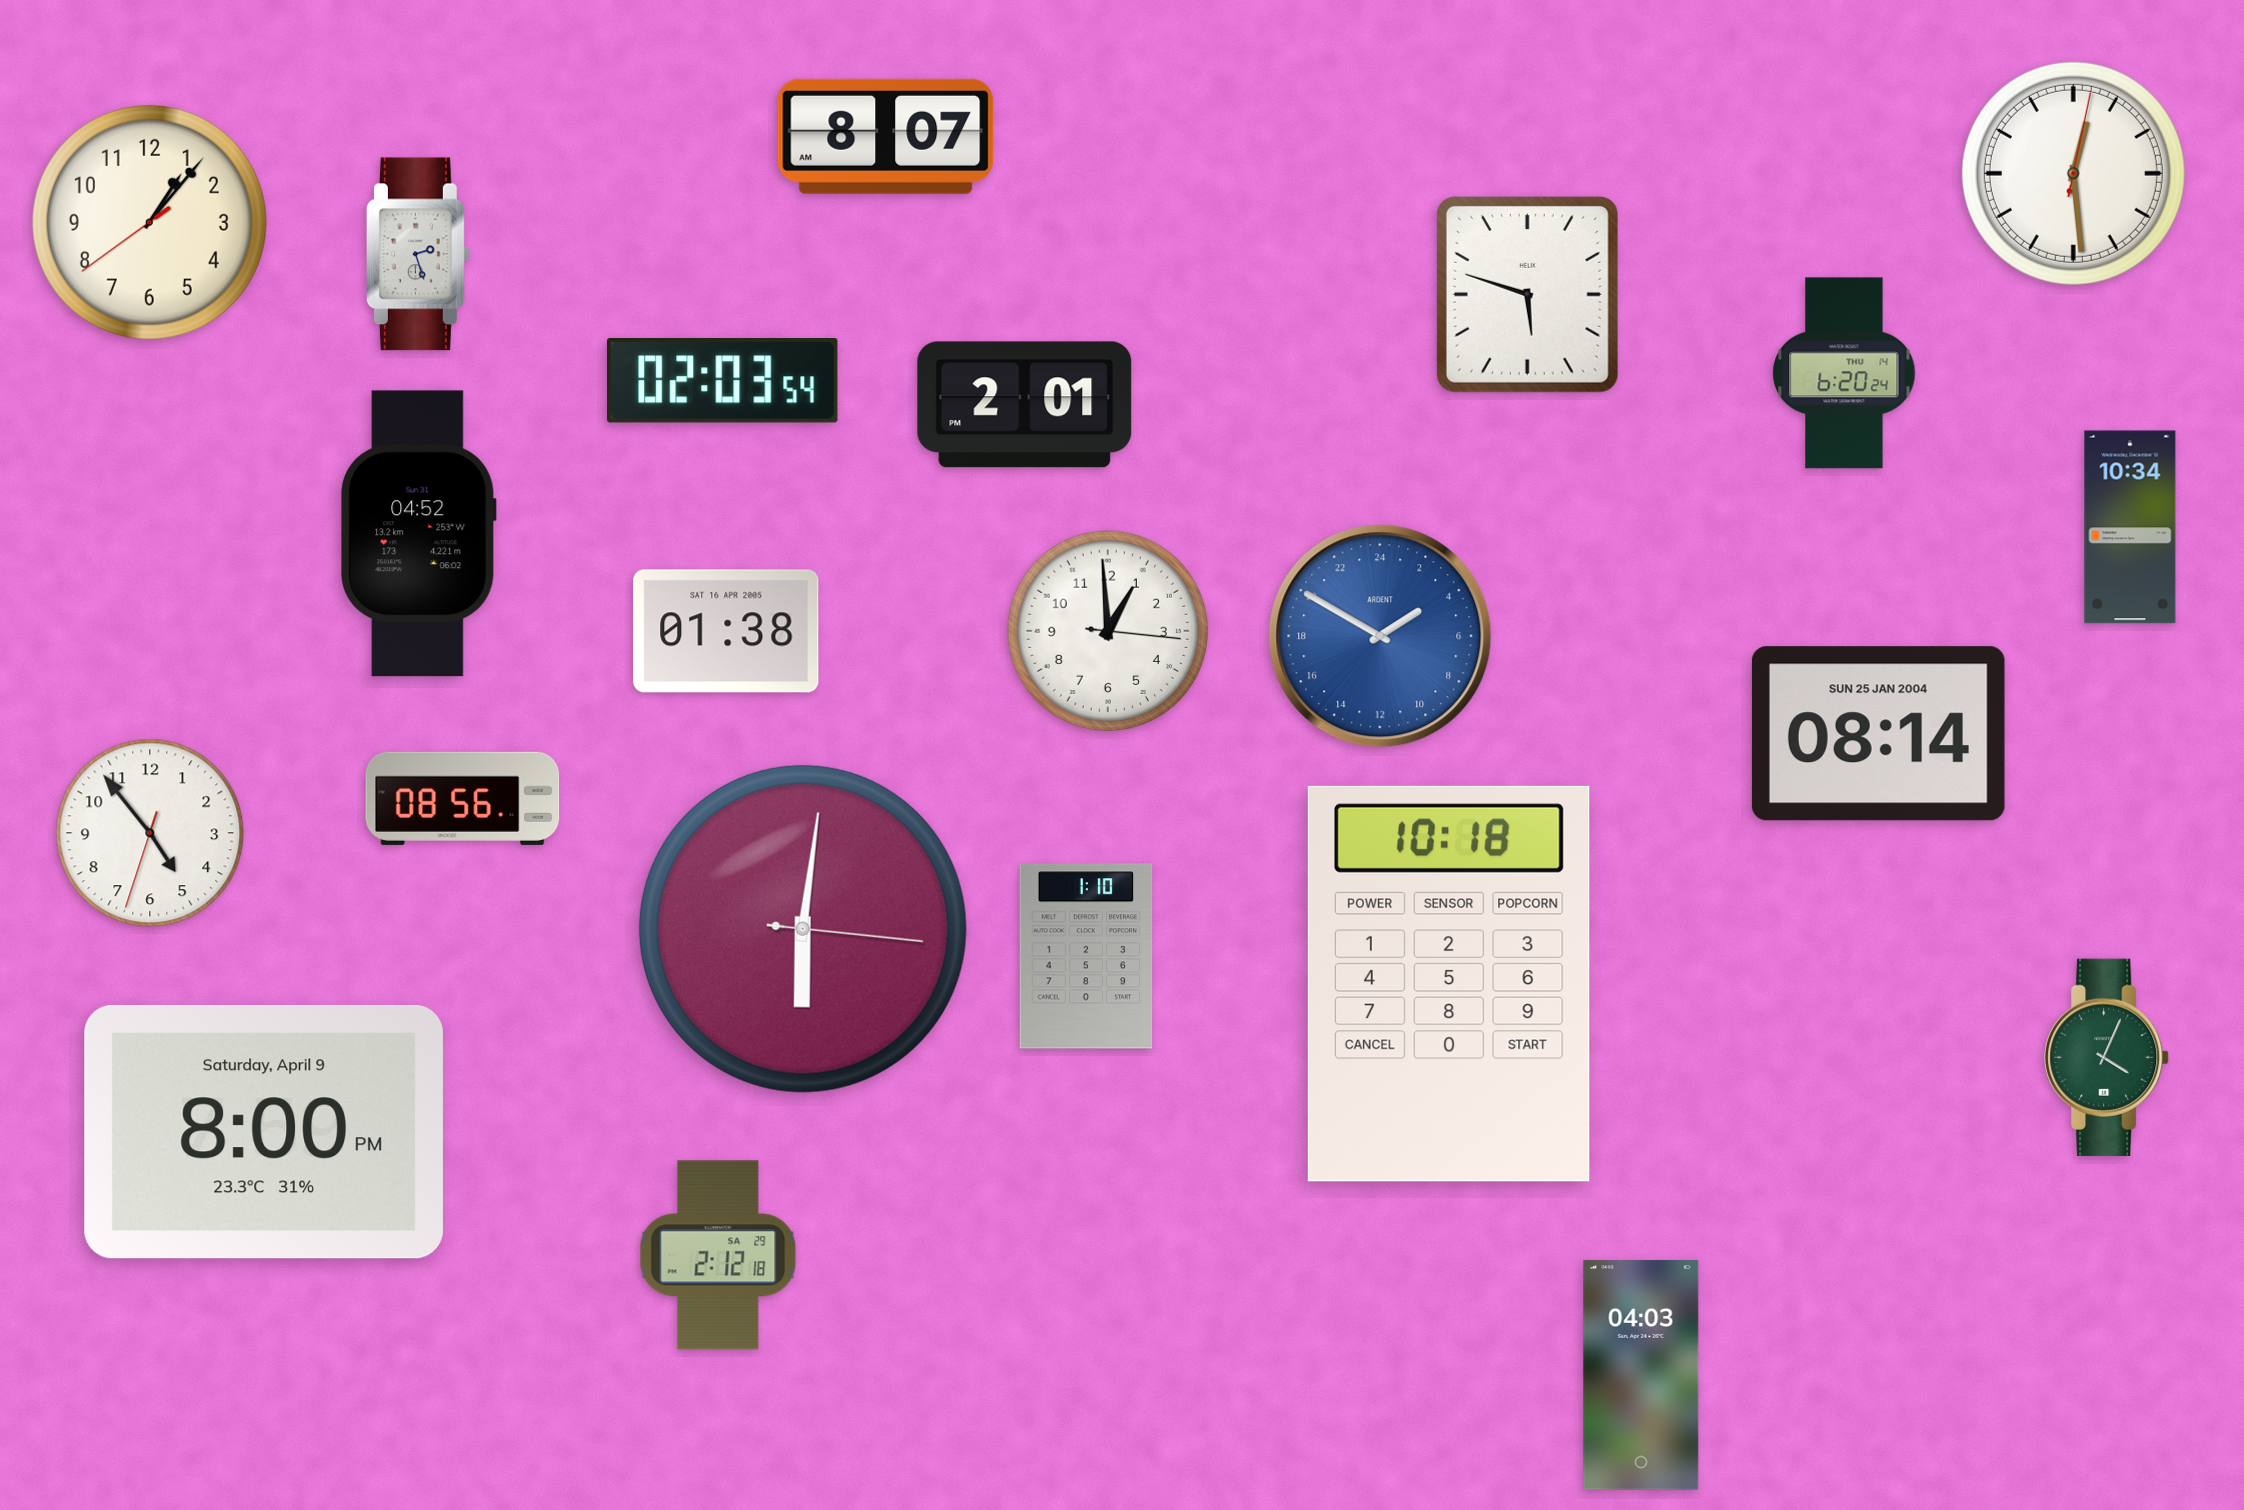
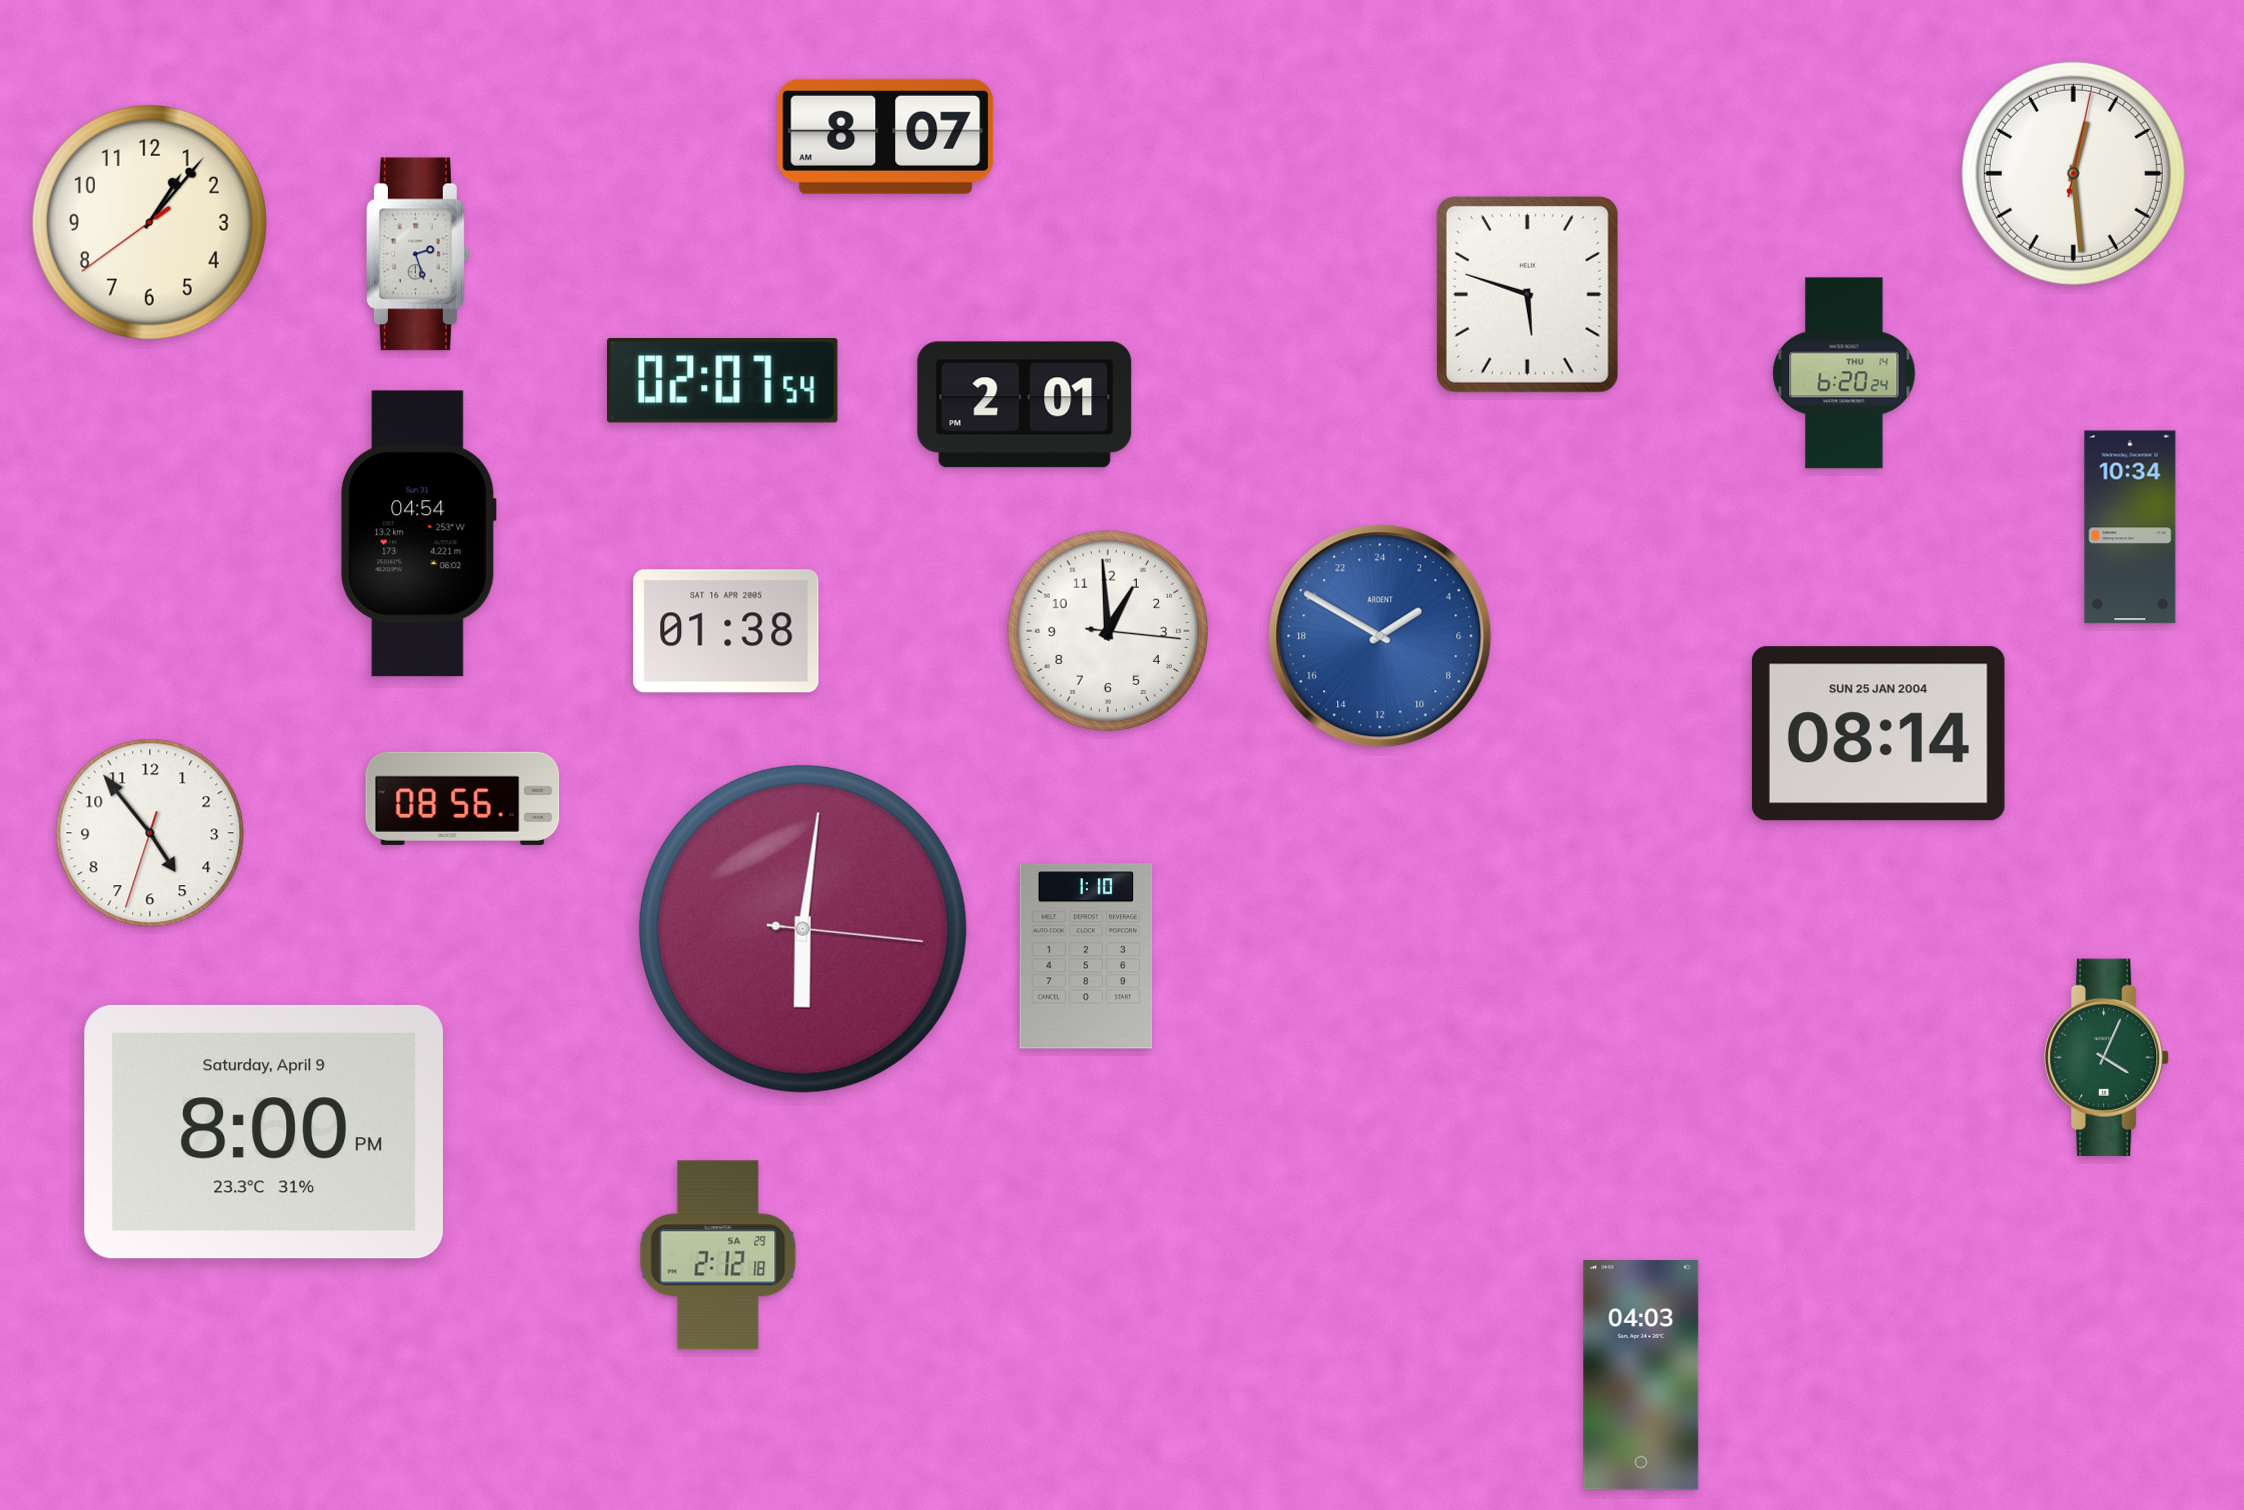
clock at (722, 381): 02:03 -> 02:07
clock at (419, 534): 04:52 -> 04:54
clock at (1449, 984): 10:18 -> none
